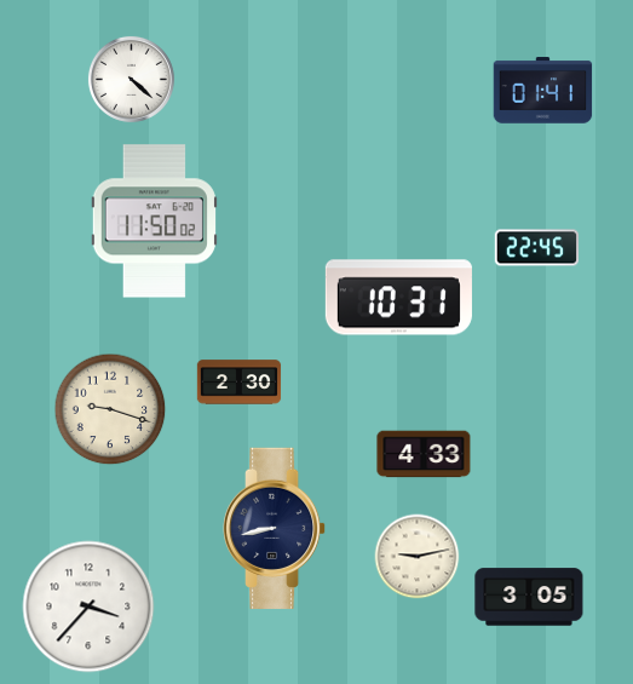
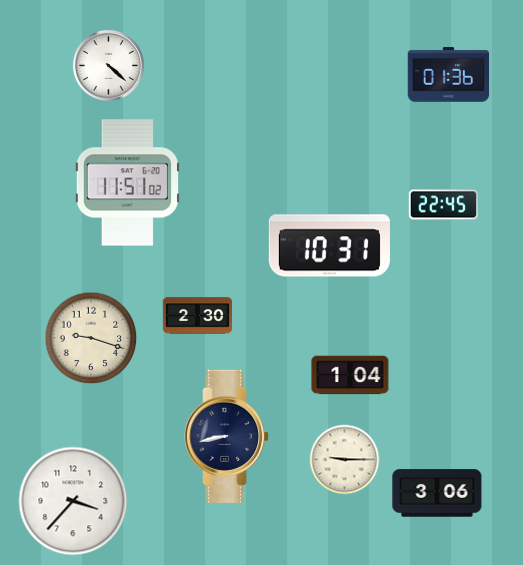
clock at (543, 91): 01:41 -> 01:36
clock at (154, 222): 11:50 -> 11:51
clock at (424, 454): 4:33 -> 1:04
clock at (418, 557): 9:13 -> 9:15
clock at (529, 597): 3:05 -> 3:06
